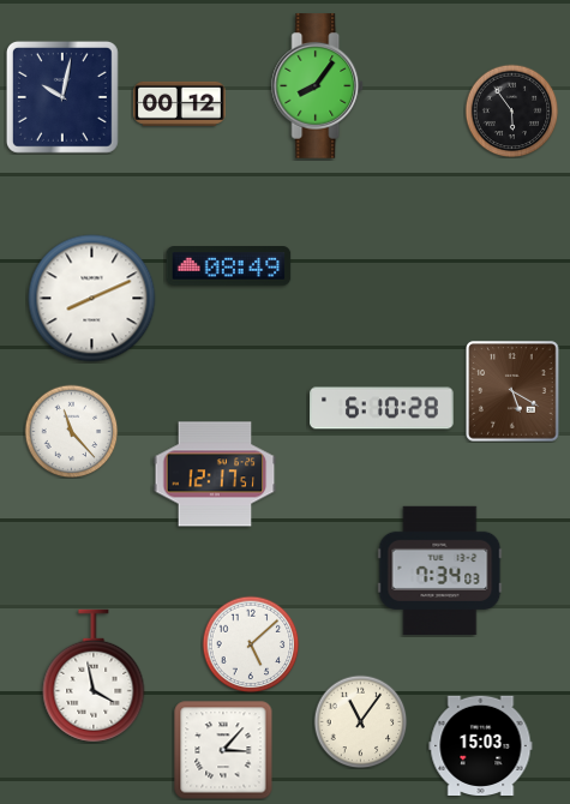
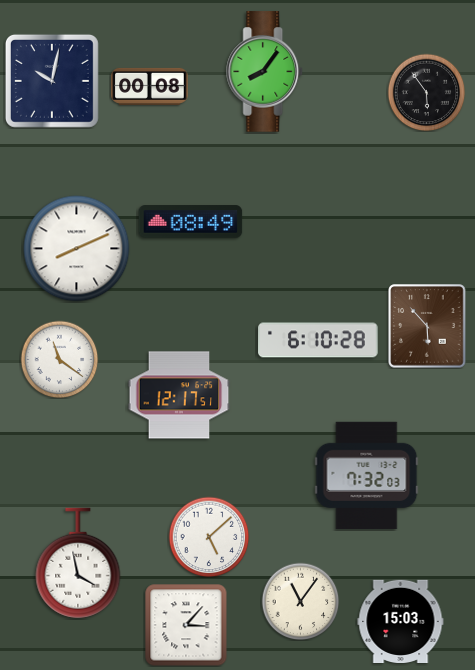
clock at (180, 103): 00:12 -> 00:08
clock at (512, 391): 5:20 -> 5:53
clock at (71, 431): 11:23 -> 11:21
clock at (440, 571): 7:34 -> 7:32
